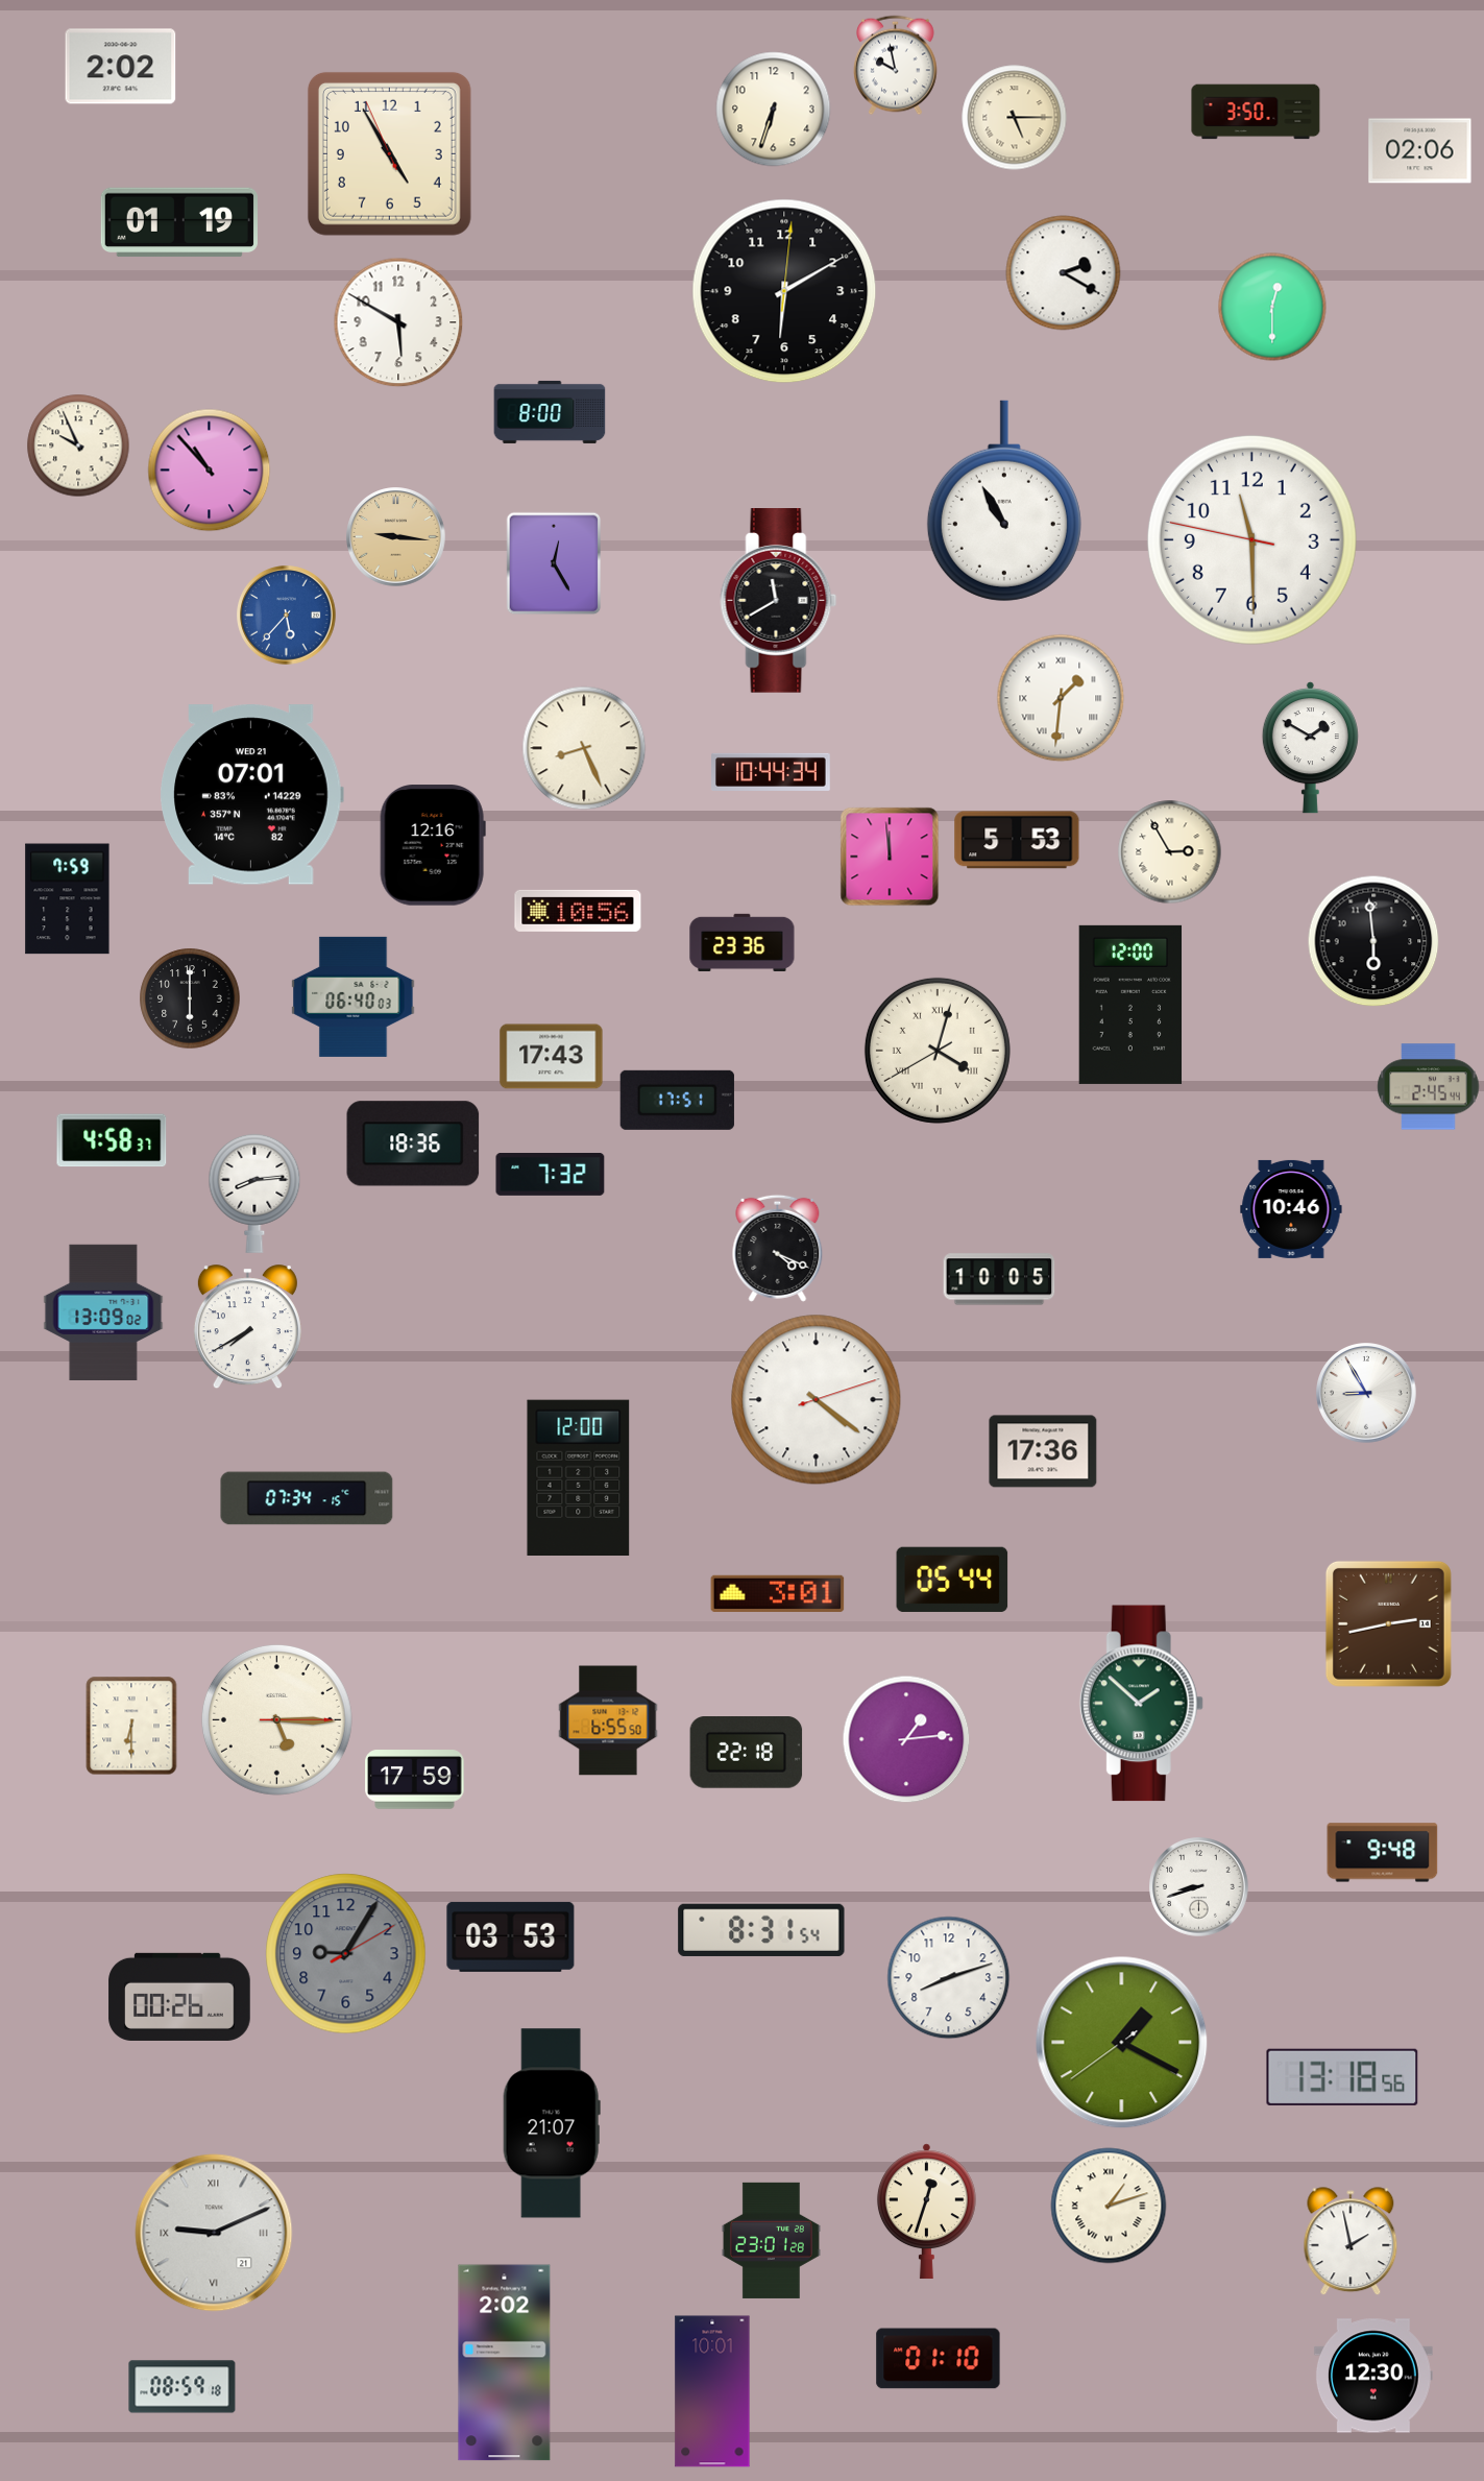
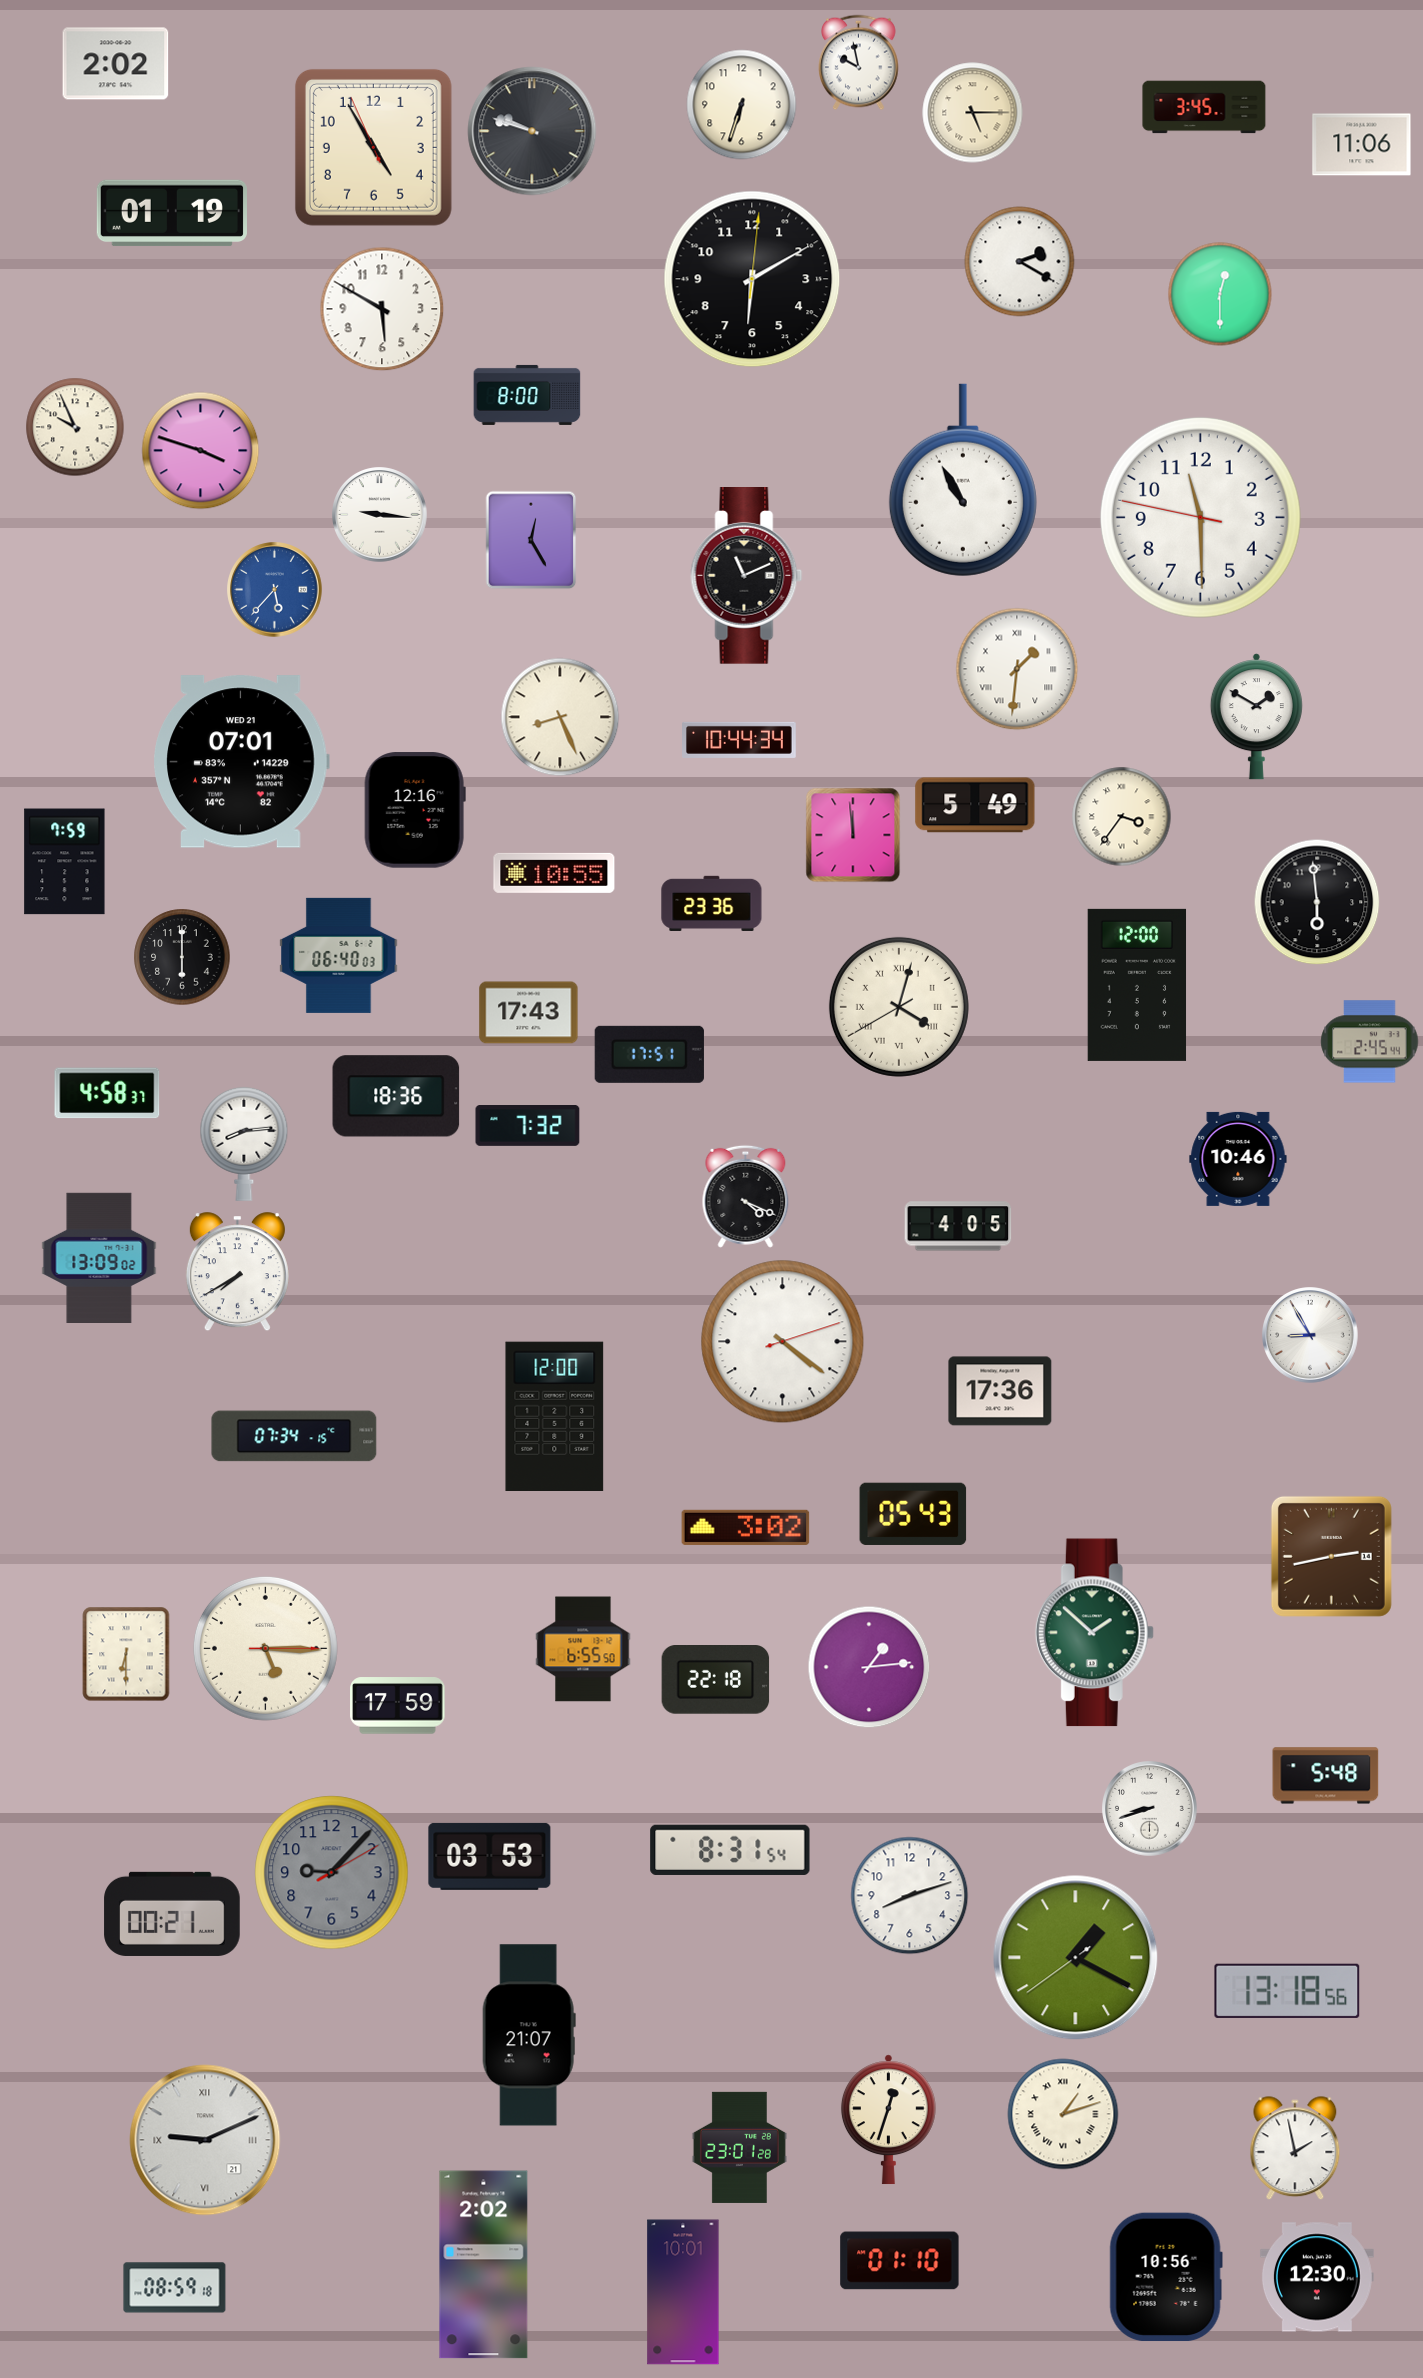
clock at (1256, 112): 3:50 -> 3:45
clock at (532, 131): none -> 9:48
clock at (1420, 151): 02:06 -> 11:06
clock at (210, 471): 10:53 -> 3:48
clock at (396, 537) dial: champagne -> white
clock at (779, 601): 11:40 -> 11:11
clock at (1017, 840): 5:53 -> 5:49
clock at (1170, 852): 2:55 -> 3:36
clock at (890, 857) position: (890, 857) -> (853, 835)
clock at (578, 911): 10:56 -> 10:55
clock at (1130, 1005) position: (1130, 1005) -> (1137, 985)
clock at (999, 1279): 10:05 -> 4:05
clock at (952, 1580): 05:44 -> 05:43
clock at (778, 1593): 3:01 -> 3:02
clock at (1383, 1853): 9:48 -> 5:48
clock at (346, 1954): 9:05 -> 9:07
clock at (179, 1997): 00:26 -> 00:21
clock at (1166, 2277): none -> 10:56
